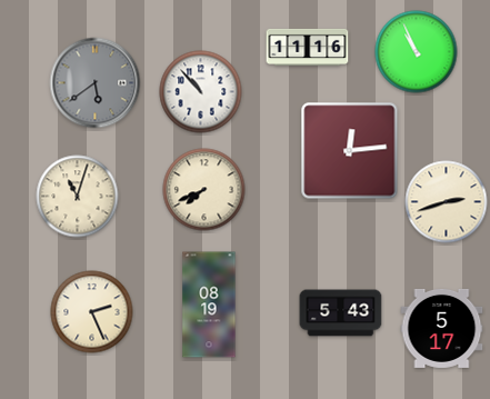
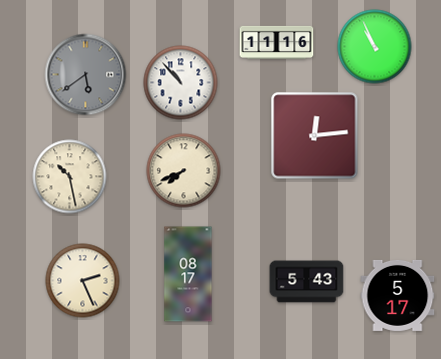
clock at (78, 197): 11:03 -> 10:28
clock at (447, 202): 2:42 -> none
clock at (209, 305): 08:19 -> 08:17
